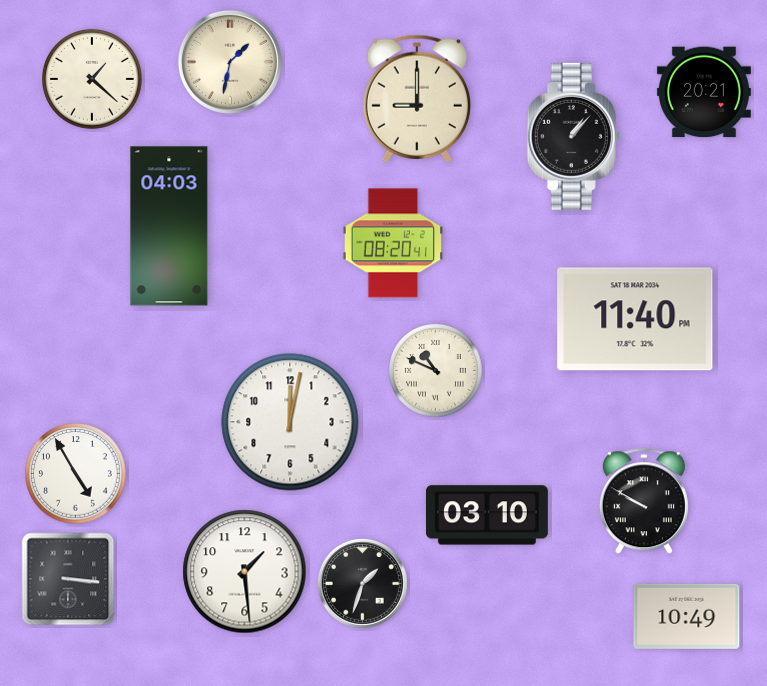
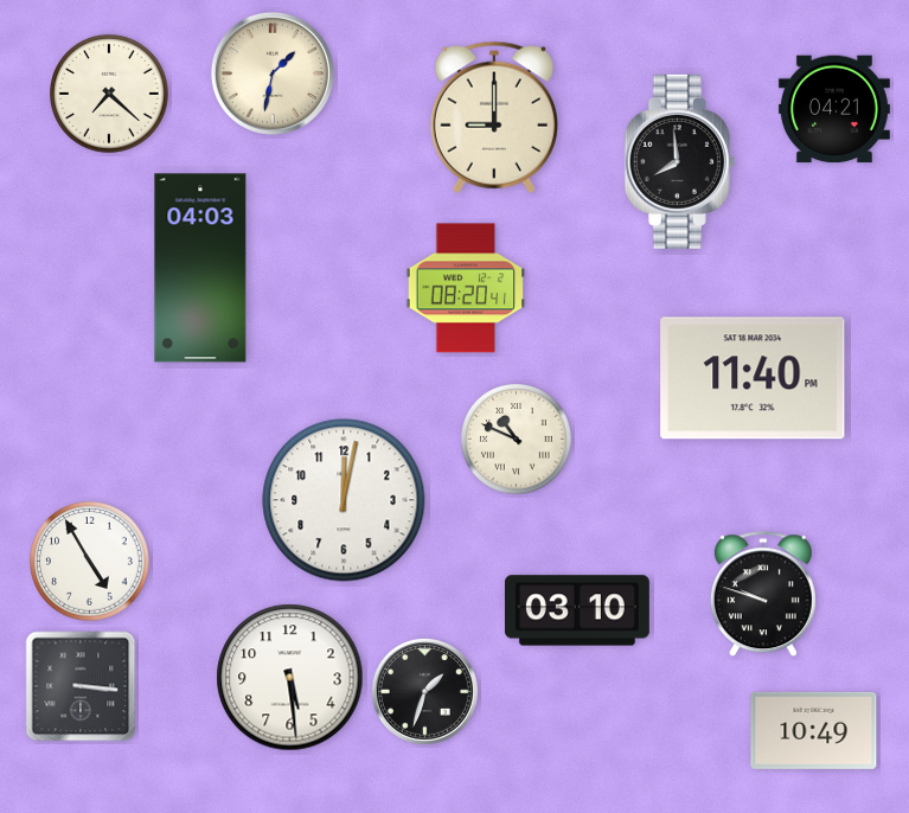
clock at (92, 79): 1:22 -> 7:22
clock at (704, 92): 20:21 -> 04:21
clock at (573, 136): 1:07 -> 7:59
clock at (644, 502): 9:50 -> 9:48
clock at (245, 572): 1:29 -> 5:29
clock at (362, 583) position: (362, 583) -> (424, 691)
